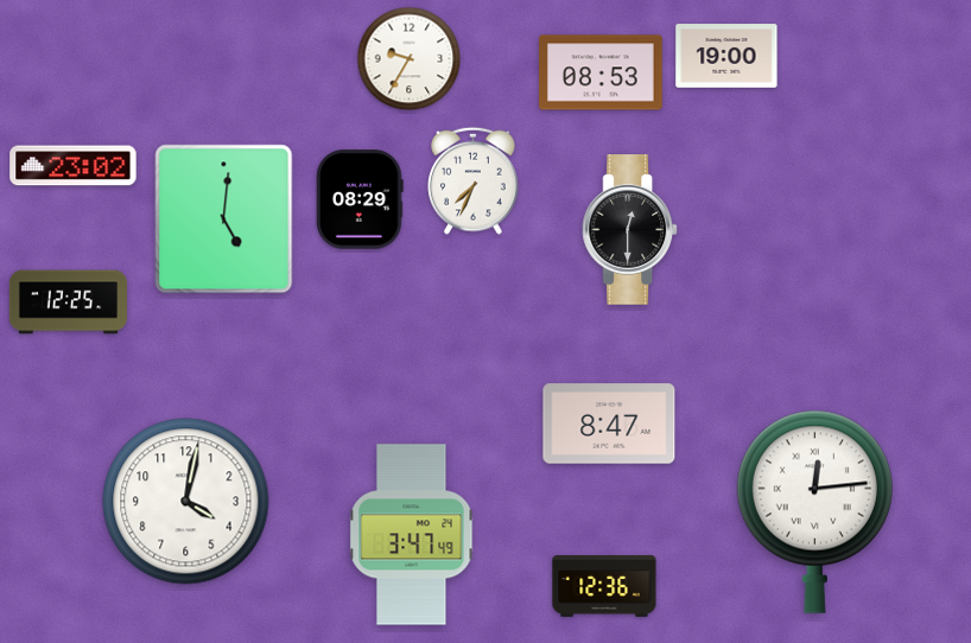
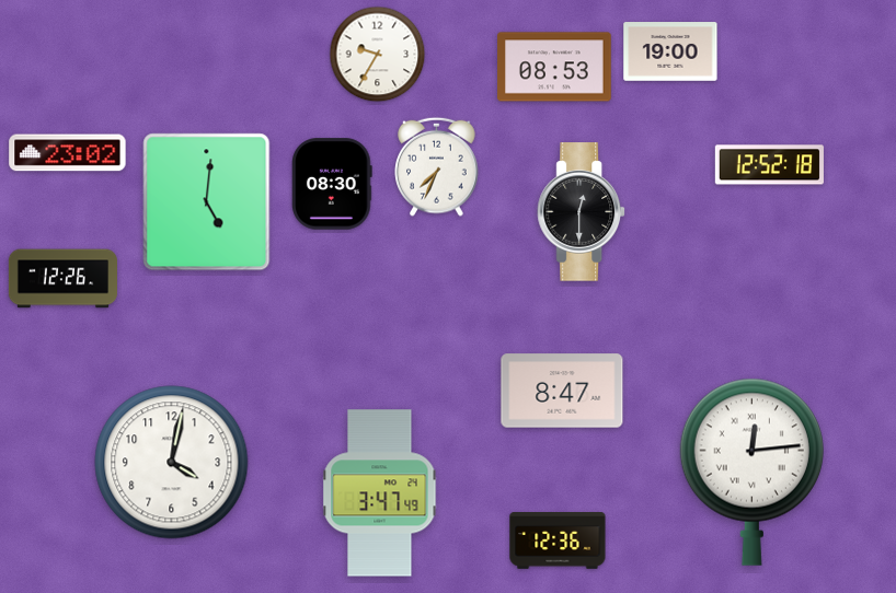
clock at (769, 165): none -> 12:52
clock at (360, 199): 08:29 -> 08:30
clock at (68, 303): 12:25 -> 12:26
